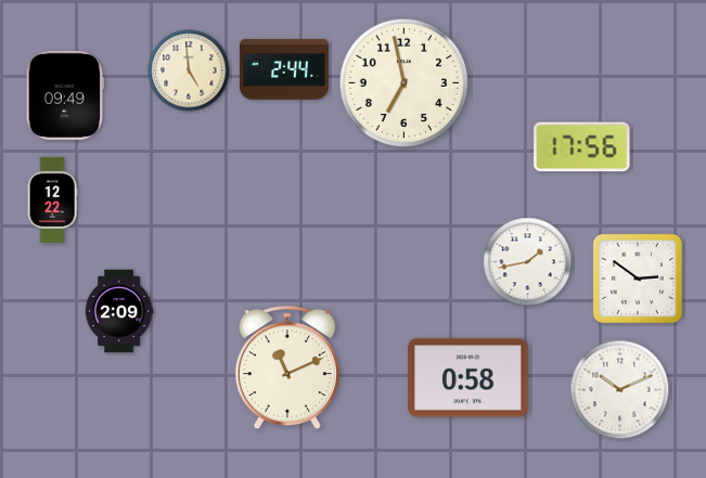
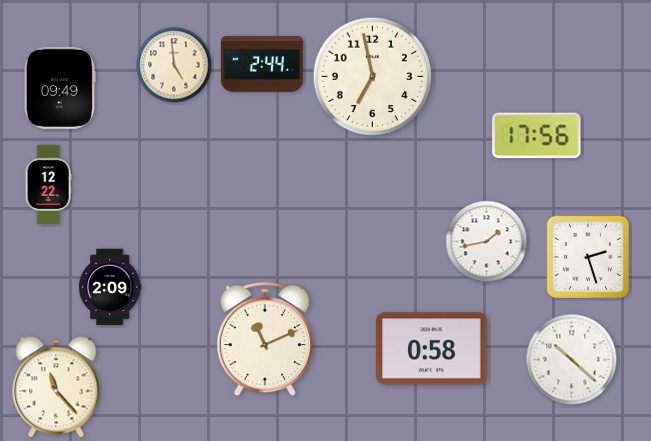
clock at (638, 279): 2:51 -> 2:27
clock at (620, 390): 10:11 -> 10:22
clock at (56, 387): none -> 11:23
